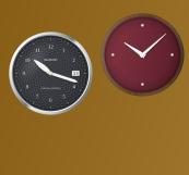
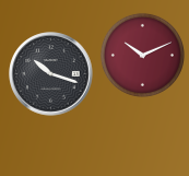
clock at (142, 54): 10:08 -> 10:11
